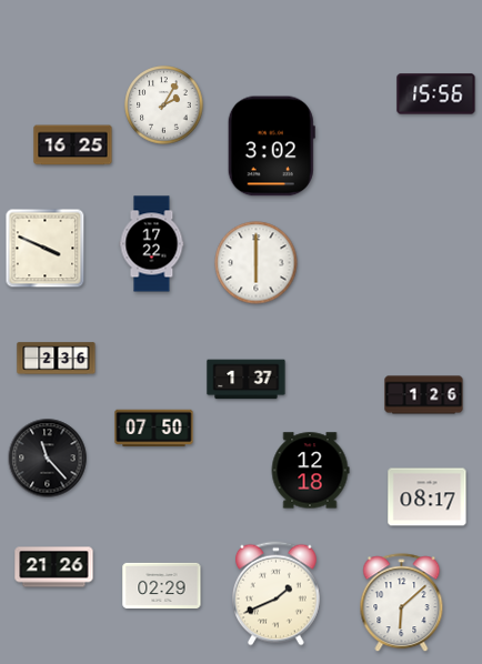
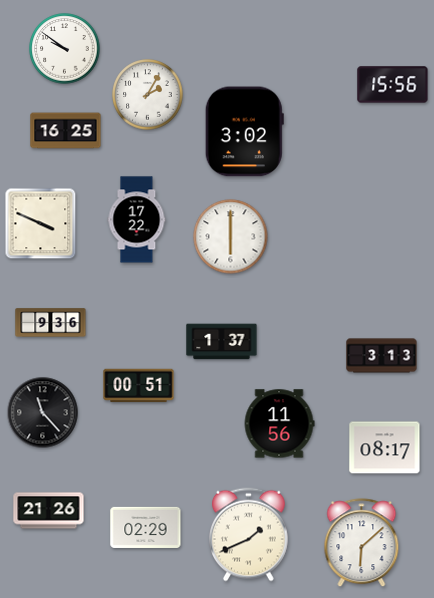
clock at (65, 49): none -> 9:51
clock at (57, 359): 2:36 -> 9:36
clock at (424, 395): 1:26 -> 3:13
clock at (154, 429): 07:50 -> 00:51
clock at (310, 471): 12:18 -> 11:56
